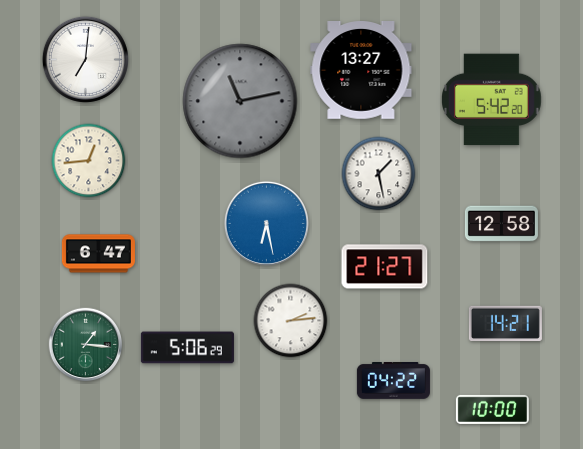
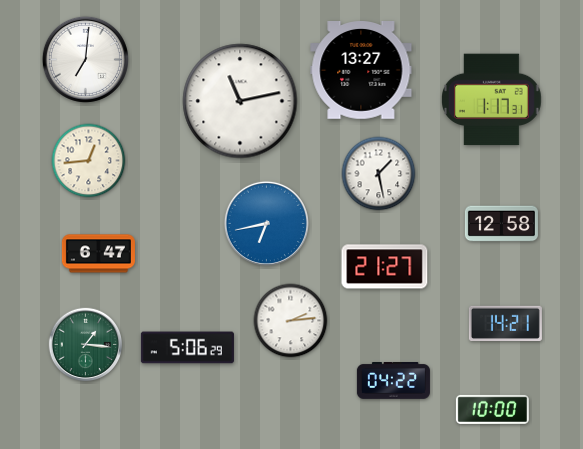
clock at (492, 100): 5:42 -> 1:17
clock at (240, 101) dial: grey -> white
clock at (266, 223): 6:28 -> 6:43
